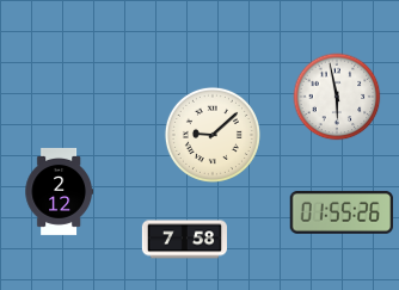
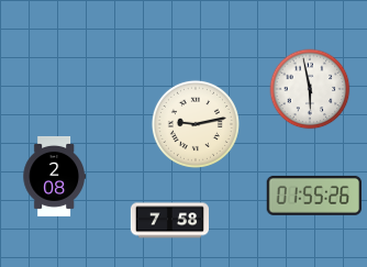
clock at (213, 135): 9:08 -> 9:13
clock at (59, 192): 2:12 -> 2:08
